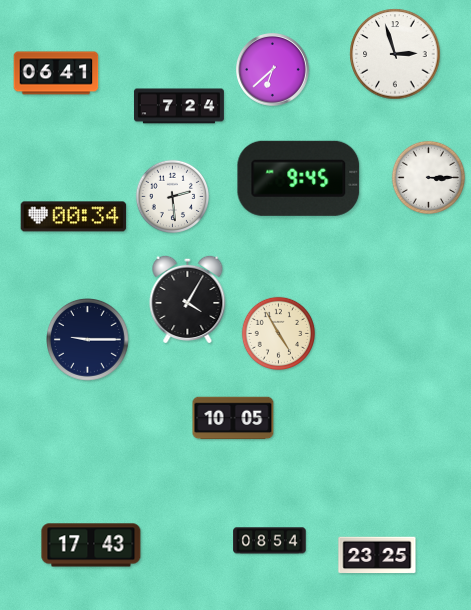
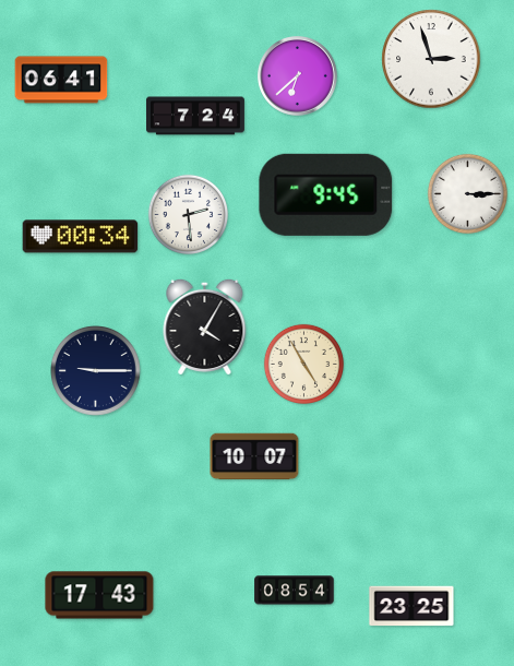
clock at (233, 418): 10:05 -> 10:07
